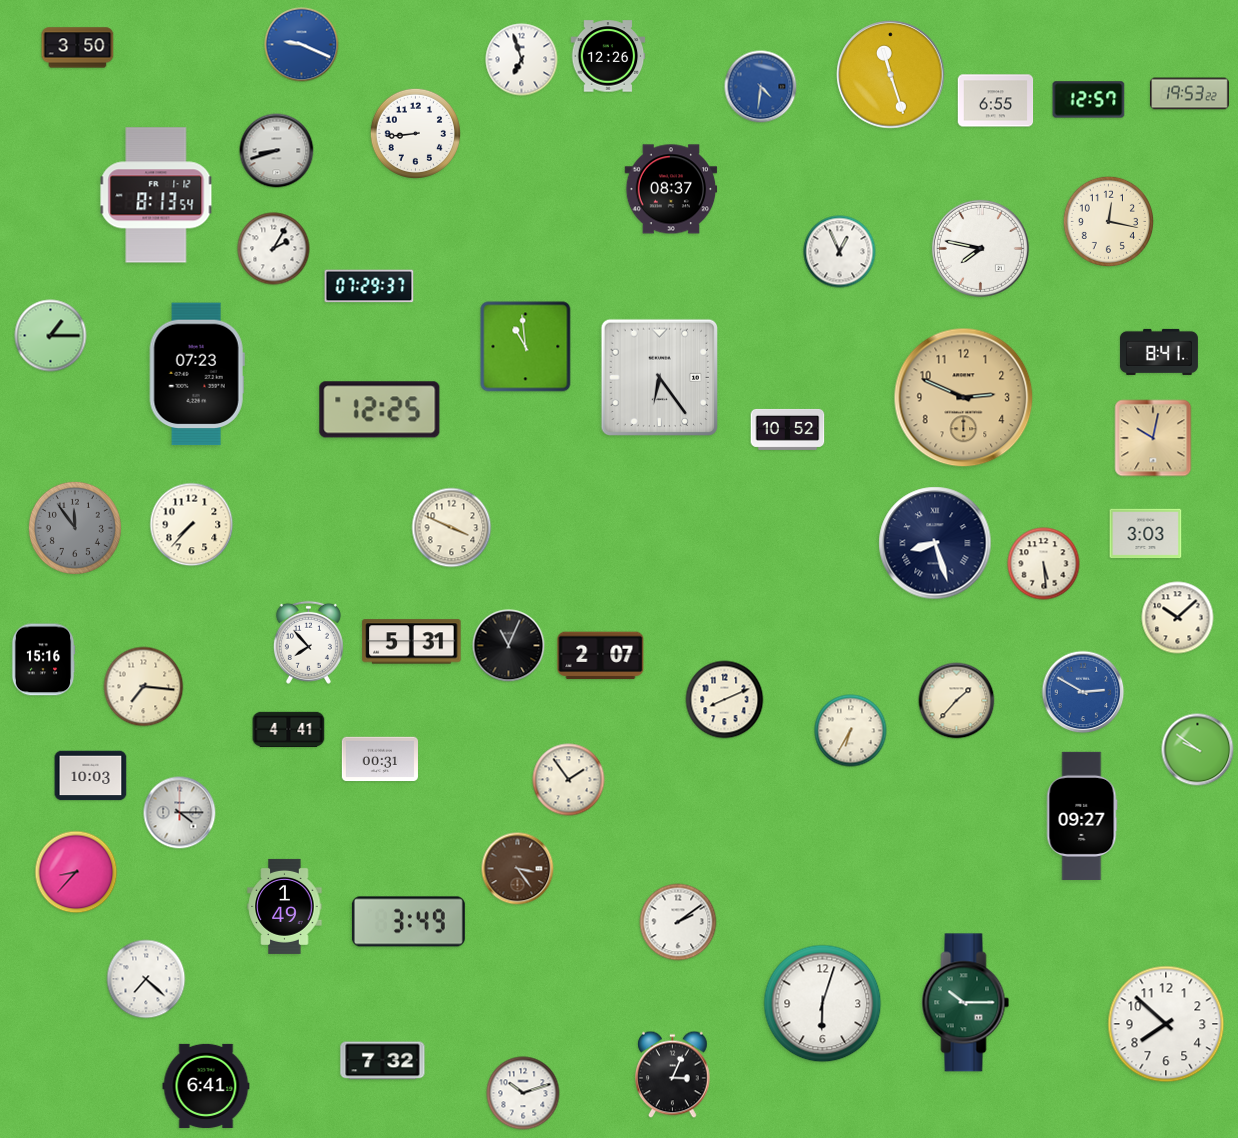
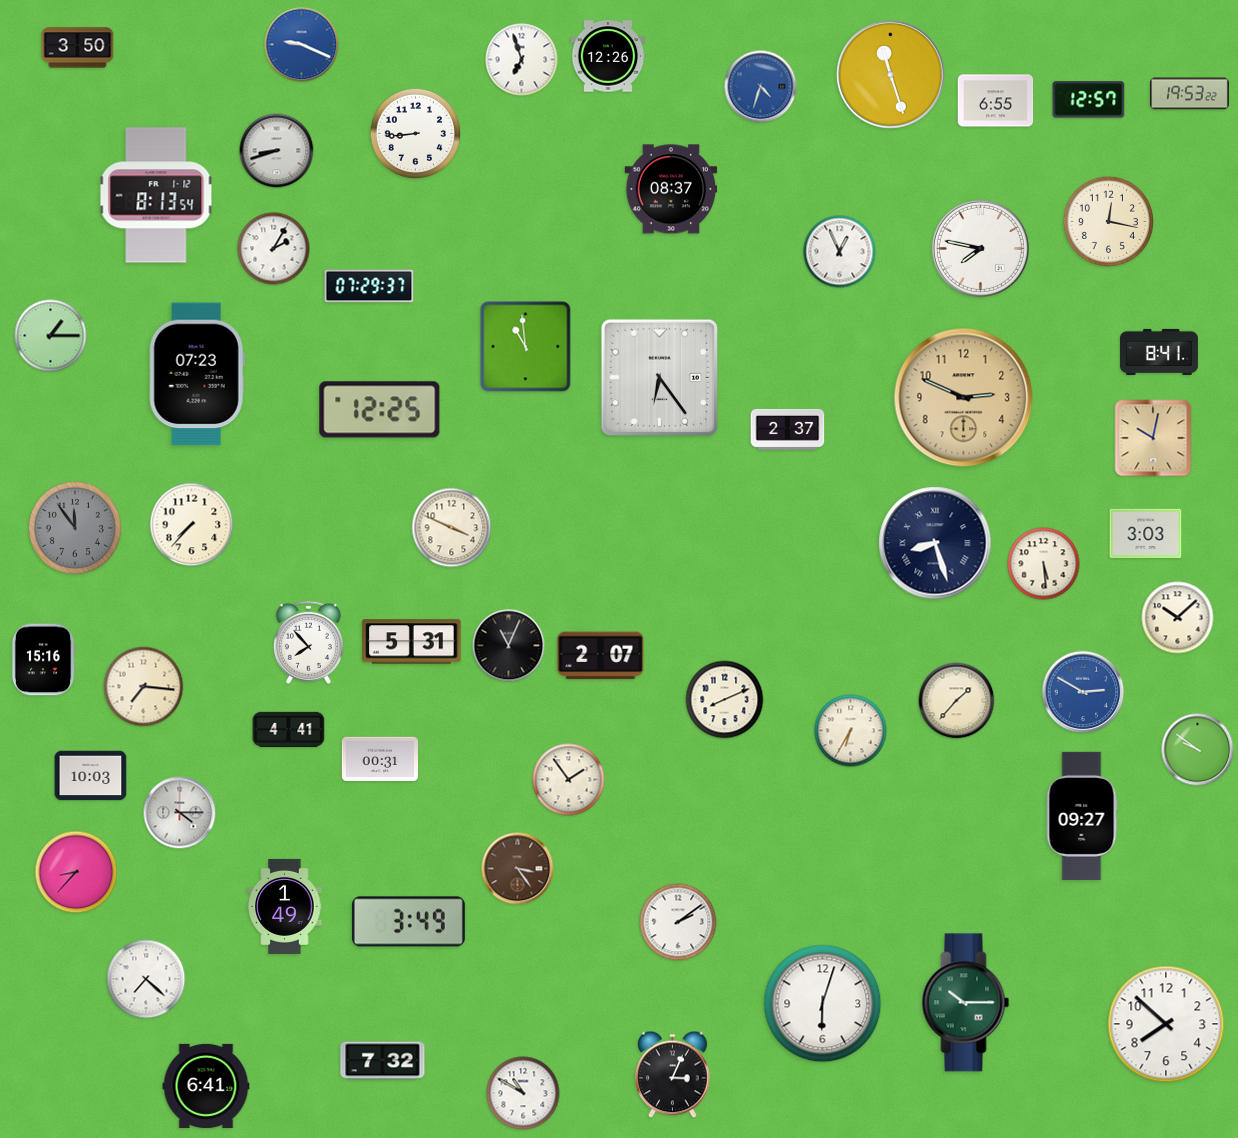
clock at (761, 87): 4:31 -> 4:33
clock at (788, 429): 10:52 -> 2:37
clock at (523, 1093): 10:12 -> 10:50
